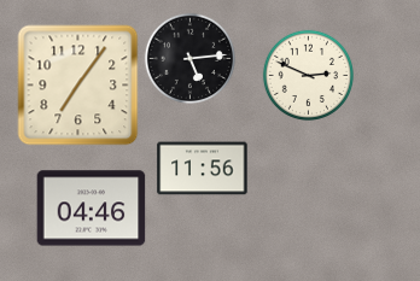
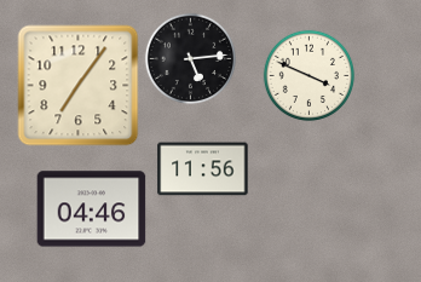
clock at (308, 75): 2:49 -> 3:49
